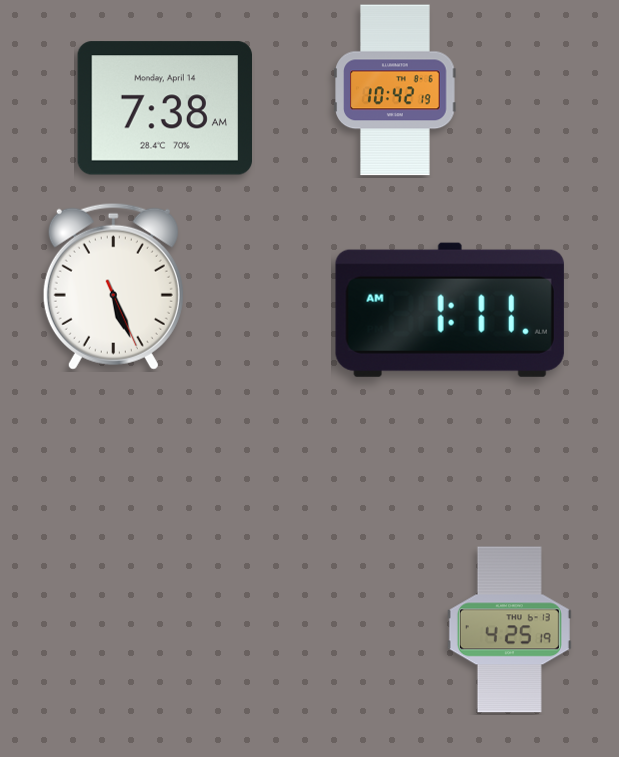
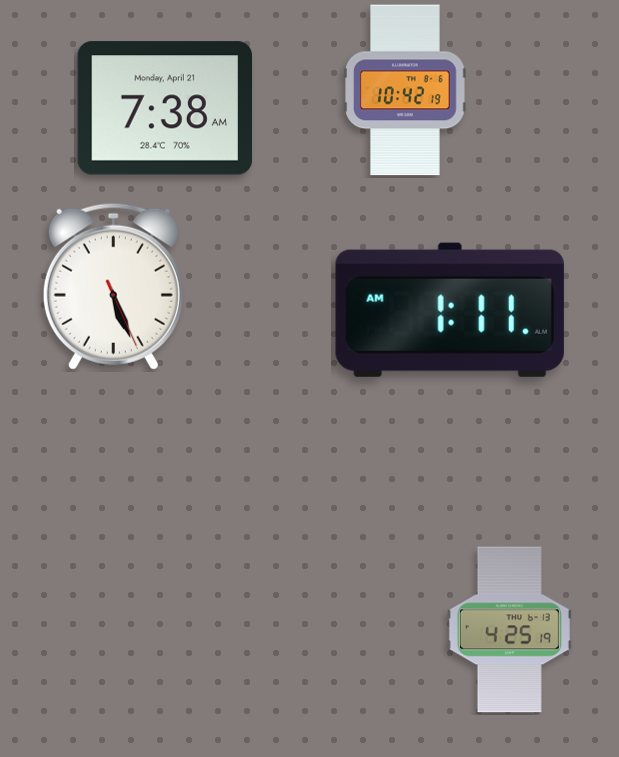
clock at (395, 90) position: (395, 90) -> (405, 90)
clock at (164, 108) date: Monday, April 14 -> Monday, April 21
